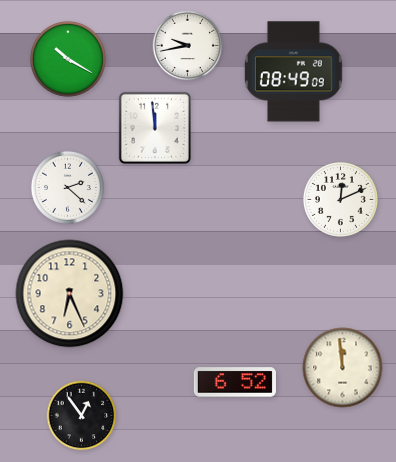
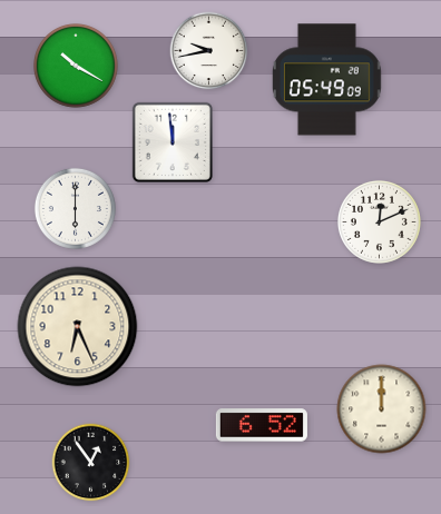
clock at (293, 72): 08:49 -> 05:49
clock at (67, 187): 2:22 -> 6:00
clock at (343, 368): 11:59 -> 12:00
